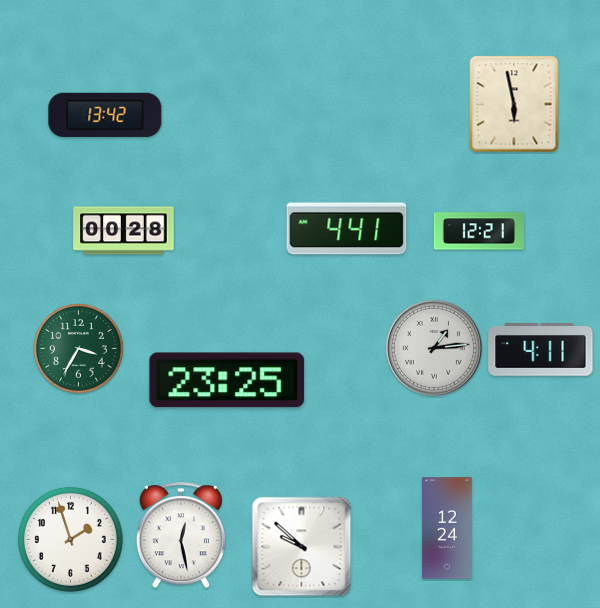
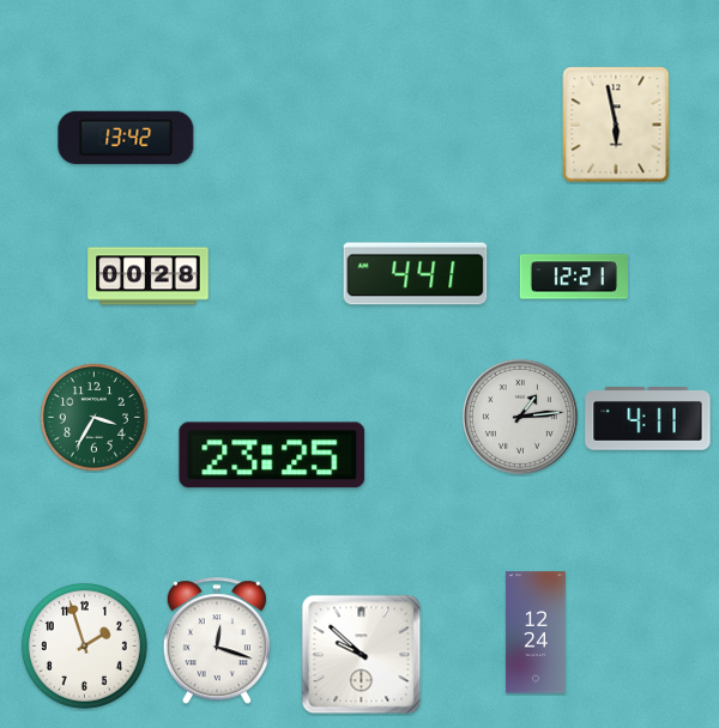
clock at (181, 536): 12:28 -> 12:18
